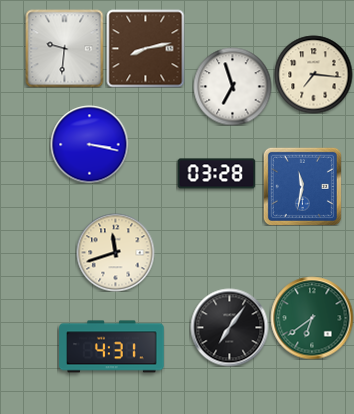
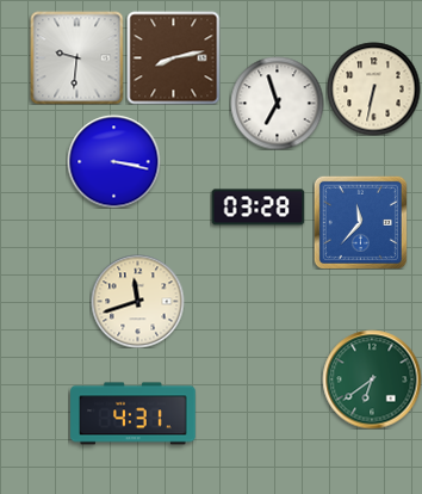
clock at (313, 74): 7:16 -> 6:32
clock at (89, 144) position: (89, 144) -> (113, 161)
clock at (302, 186): 11:32 -> 11:37
clock at (229, 327): 7:06 -> none
